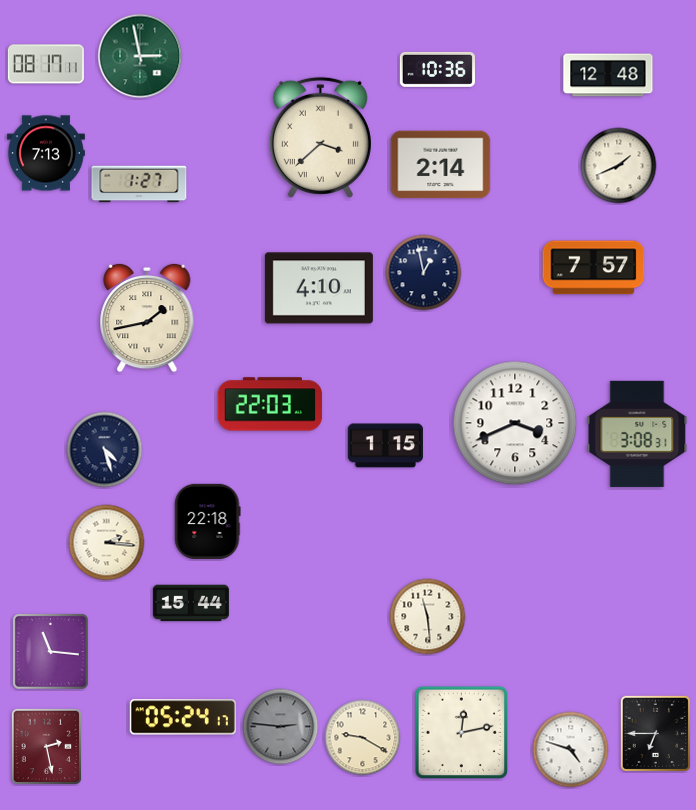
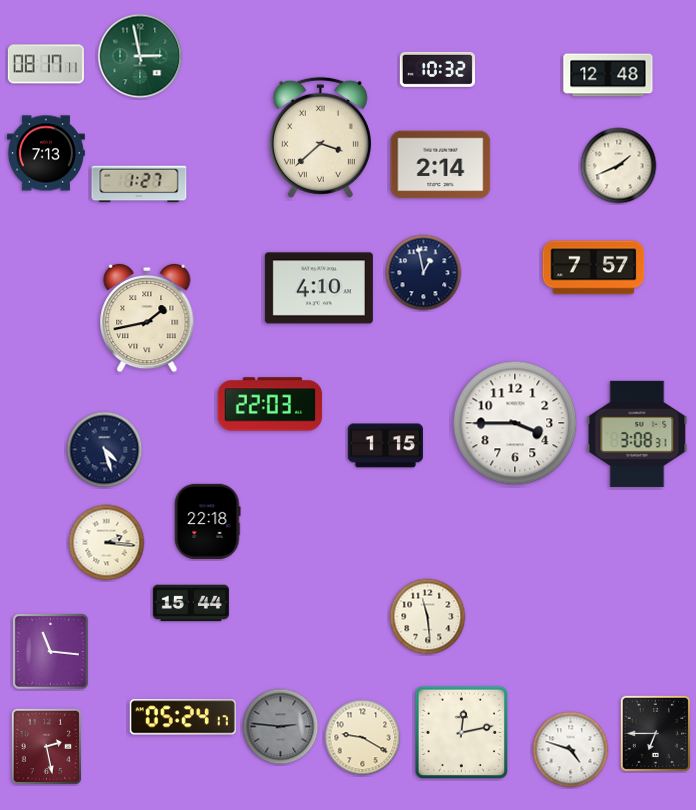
clock at (437, 69): 10:36 -> 10:32
clock at (515, 423): 3:41 -> 3:45
